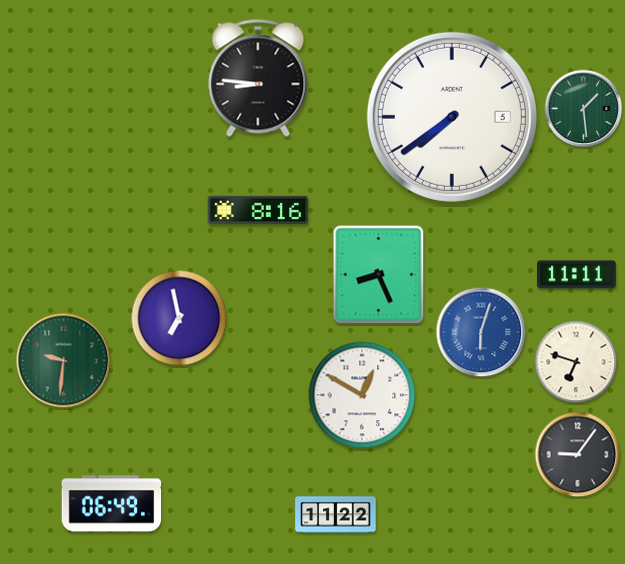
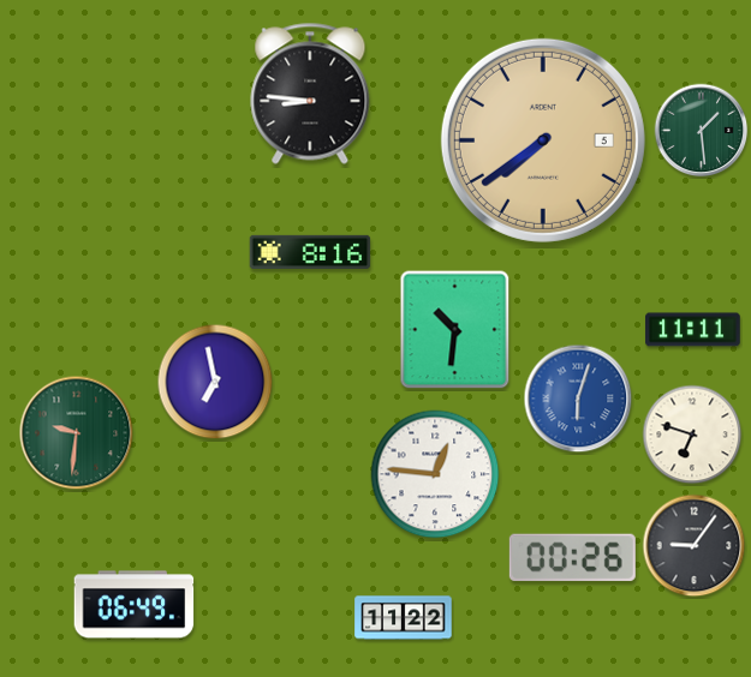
clock at (452, 117) dial: white -> champagne
clock at (379, 275): 8:26 -> 10:31
clock at (362, 395): 12:50 -> 12:46
clock at (572, 557): none -> 00:26
